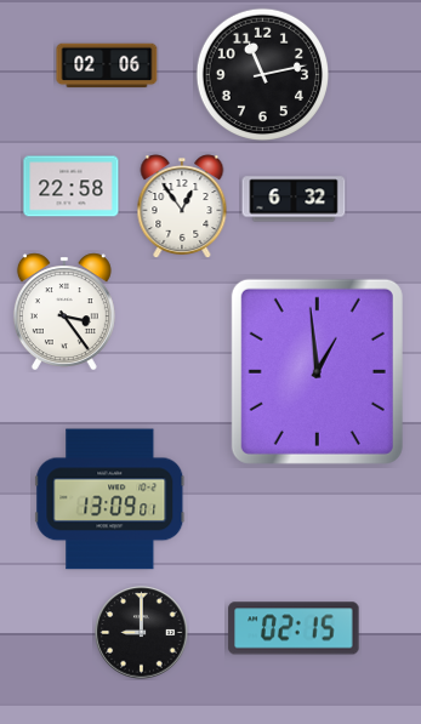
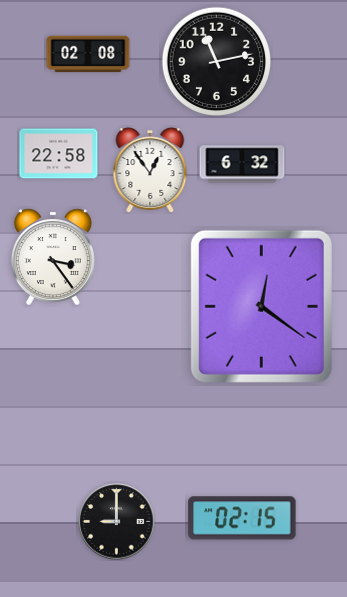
clock at (107, 65): 02:06 -> 02:08
clock at (317, 371): 12:59 -> 12:21
clock at (110, 500): 13:09 -> none
